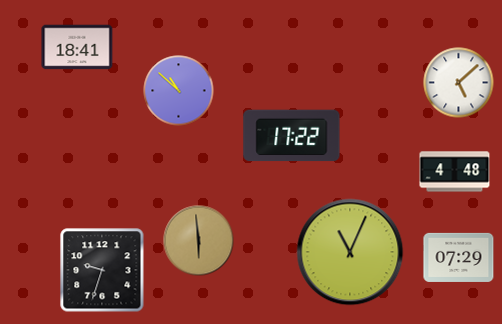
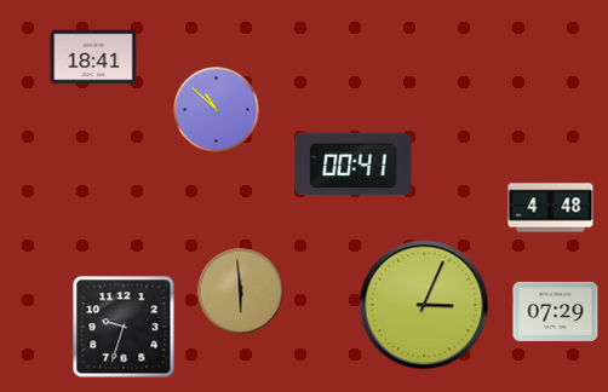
clock at (459, 83): 5:08 -> none
clock at (292, 136): 17:22 -> 00:41
clock at (350, 252): 11:04 -> 3:04
